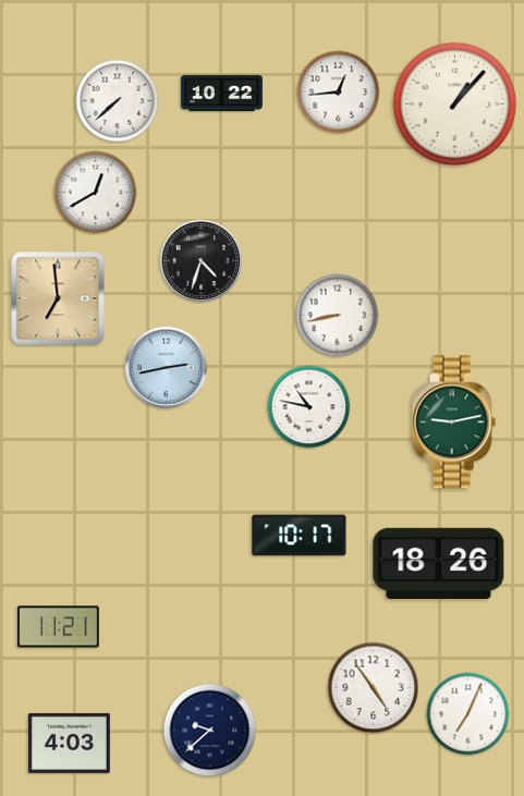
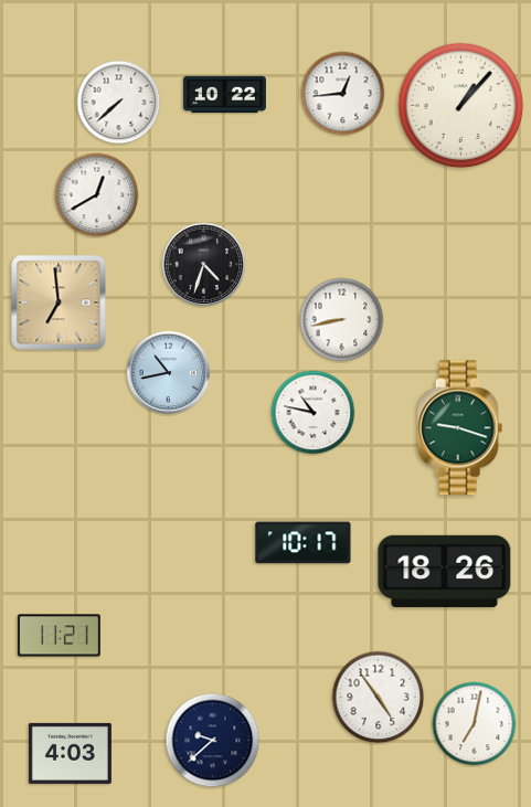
clock at (167, 368): 2:43 -> 10:43
clock at (454, 423): 9:13 -> 9:18
clock at (468, 714): 7:04 -> 7:02
